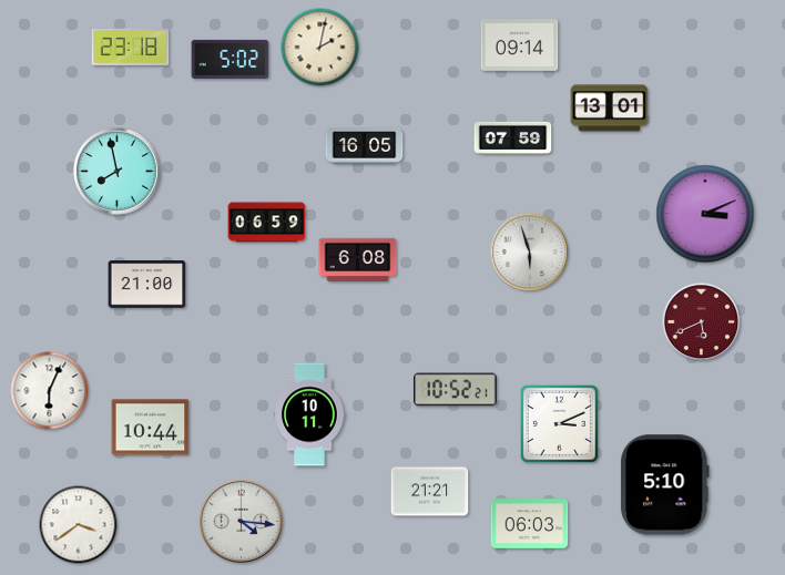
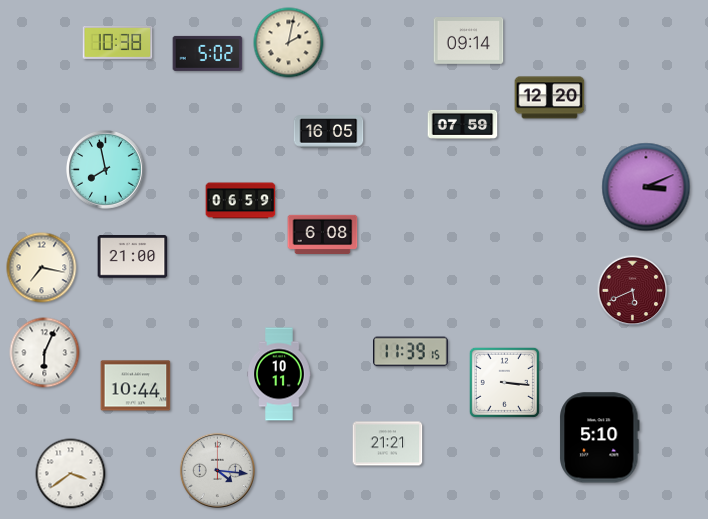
clock at (131, 47): 23:18 -> 10:38
clock at (610, 109): 13:01 -> 12:20
clock at (118, 172) position: (118, 172) -> (106, 170)
clock at (705, 214) position: (705, 214) -> (646, 187)
clock at (530, 253): 5:57 -> none
clock at (42, 268): none -> 7:17
clock at (456, 390): 10:52 -> 11:39
clock at (559, 423): 3:11 -> 3:16
clock at (530, 524): 06:03 -> none
